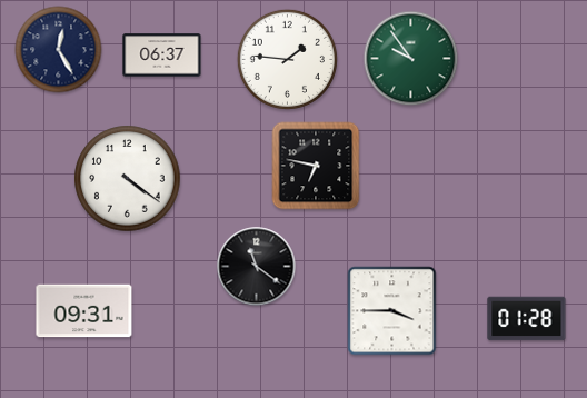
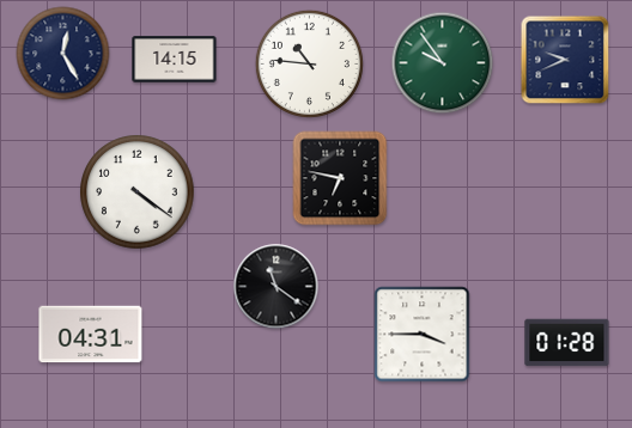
clock at (162, 56): 06:37 -> 14:15
clock at (565, 60): none -> 9:41
clock at (287, 59): 1:46 -> 10:46
clock at (84, 311): 09:31 -> 04:31
